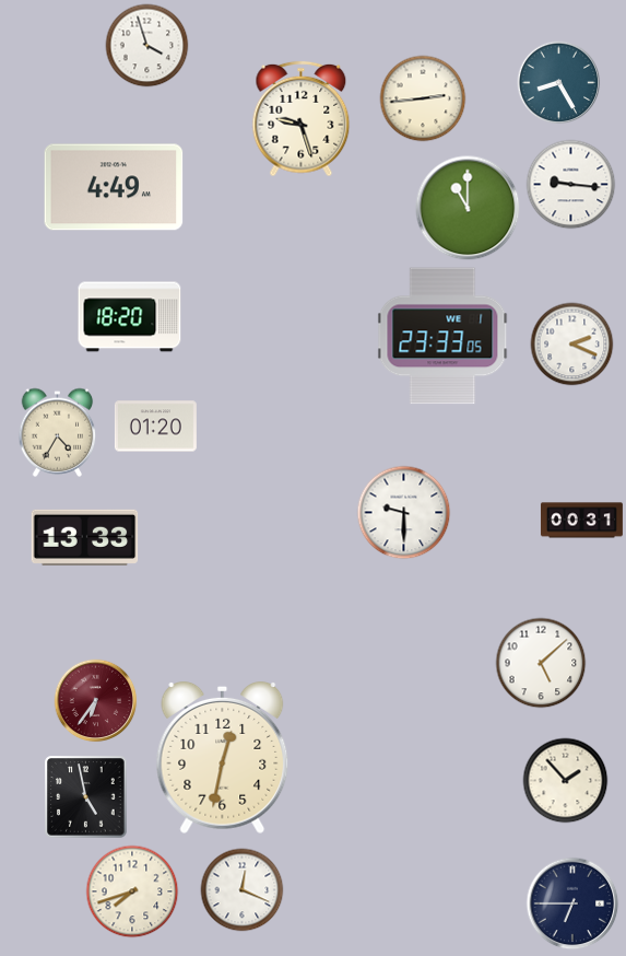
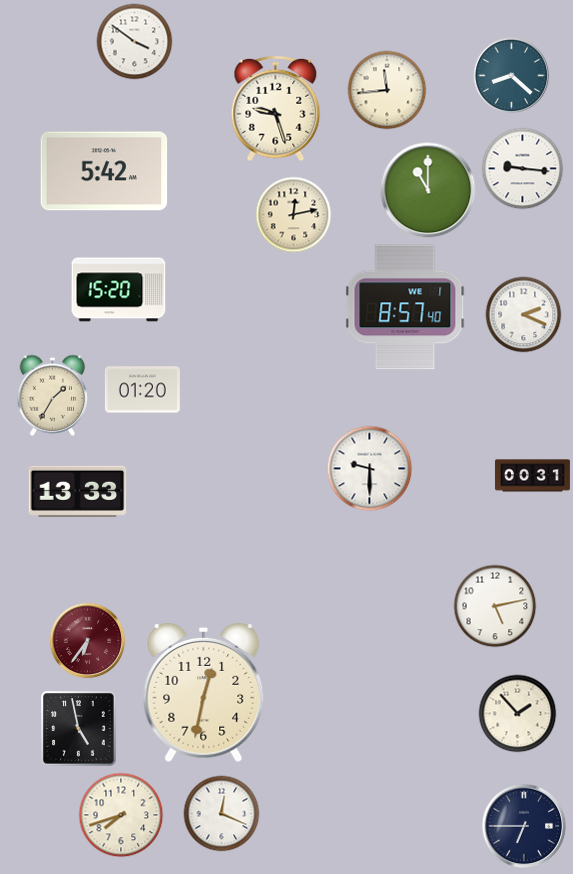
clock at (147, 46): 3:57 -> 3:51
clock at (559, 83): 8:25 -> 8:22
clock at (423, 98): 2:44 -> 11:44
clock at (114, 187): 4:49 -> 5:42
clock at (294, 215): none -> 12:13
clock at (130, 317): 18:20 -> 15:20
clock at (442, 336): 23:33 -> 8:57
clock at (58, 432): 4:35 -> 1:35
clock at (541, 663): 5:08 -> 5:13
